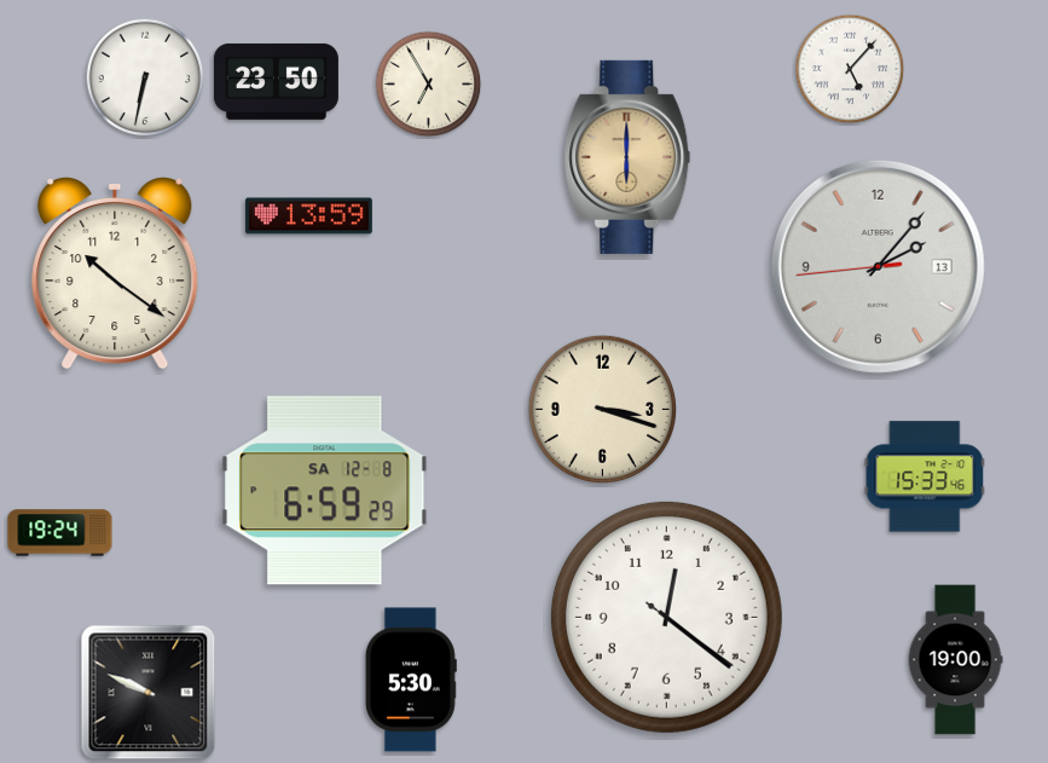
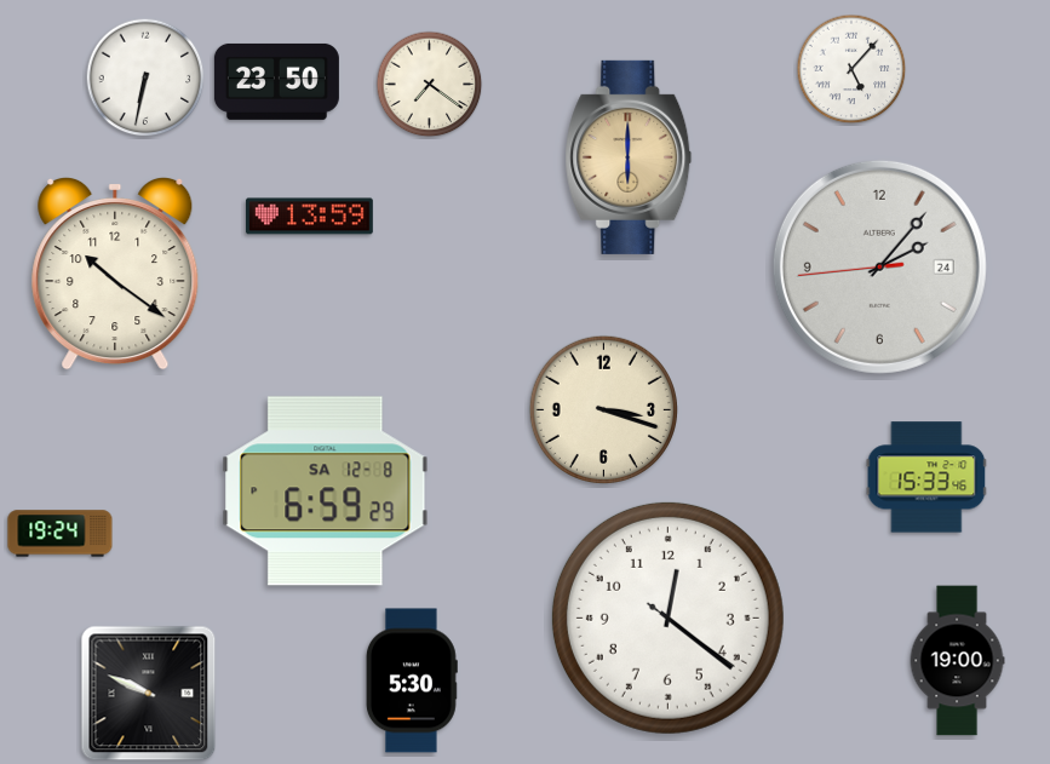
clock at (429, 85): 6:55 -> 7:21
clock at (878, 266) date: 13 -> 24
